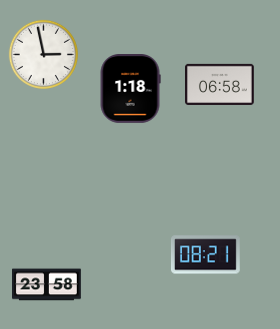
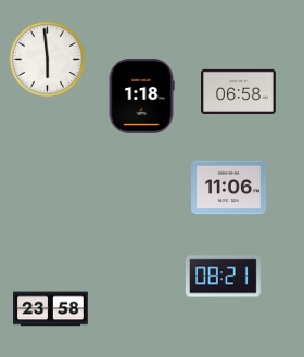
clock at (43, 54): 2:58 -> 5:59
clock at (229, 188): none -> 11:06
